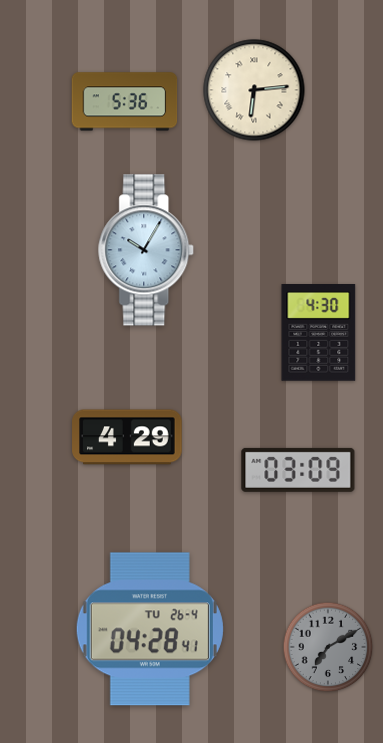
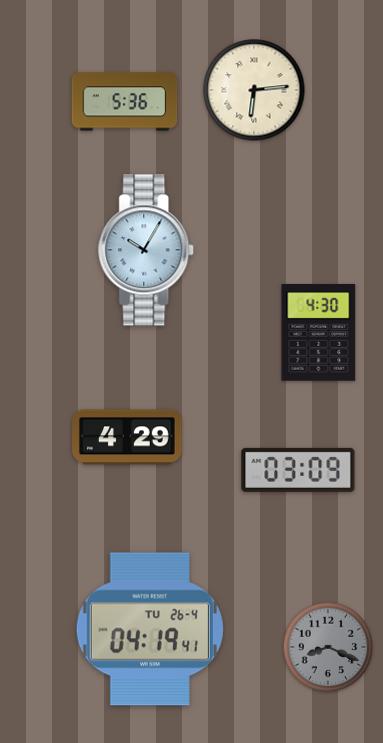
clock at (150, 629): 04:28 -> 04:19
clock at (328, 647): 7:10 -> 8:19
